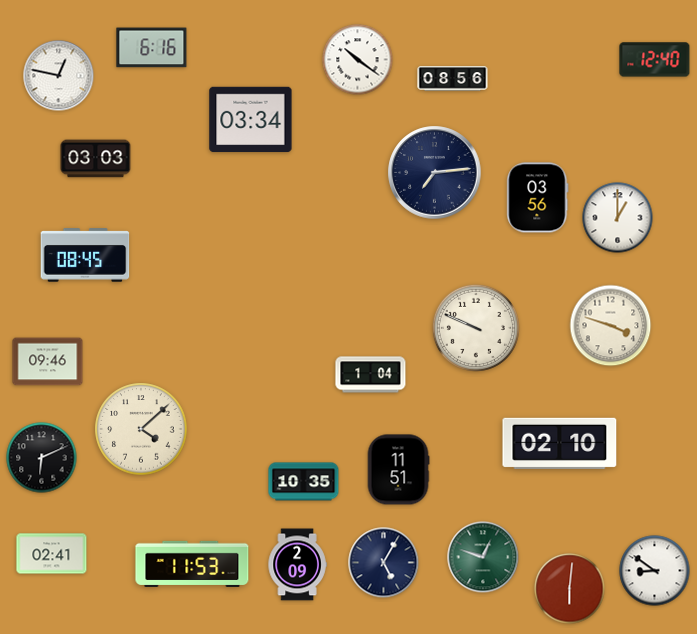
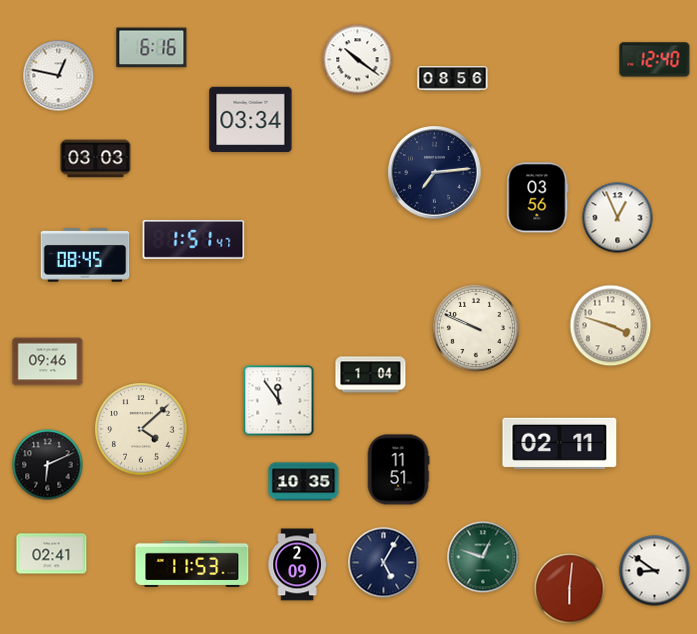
clock at (618, 218): 1:00 -> 12:56
clock at (194, 239): none -> 1:51
clock at (279, 401): none -> 11:54
clock at (560, 443): 02:10 -> 02:11
clock at (42, 458) position: (42, 458) -> (48, 465)
